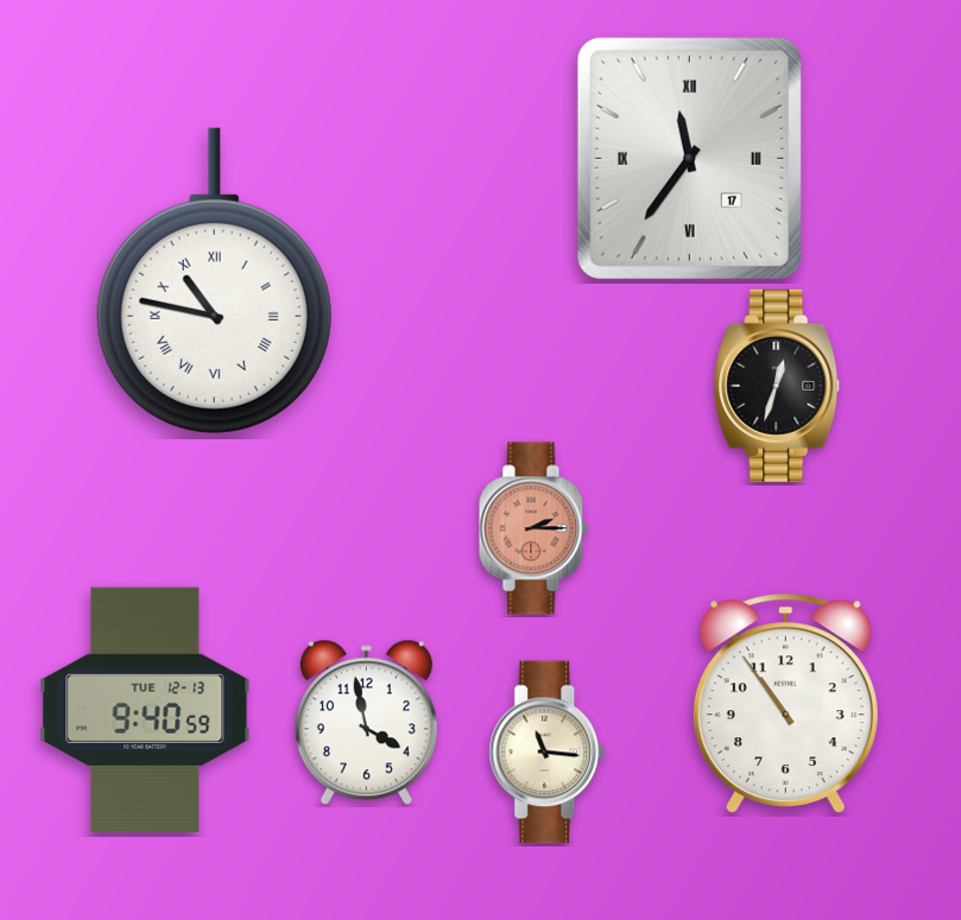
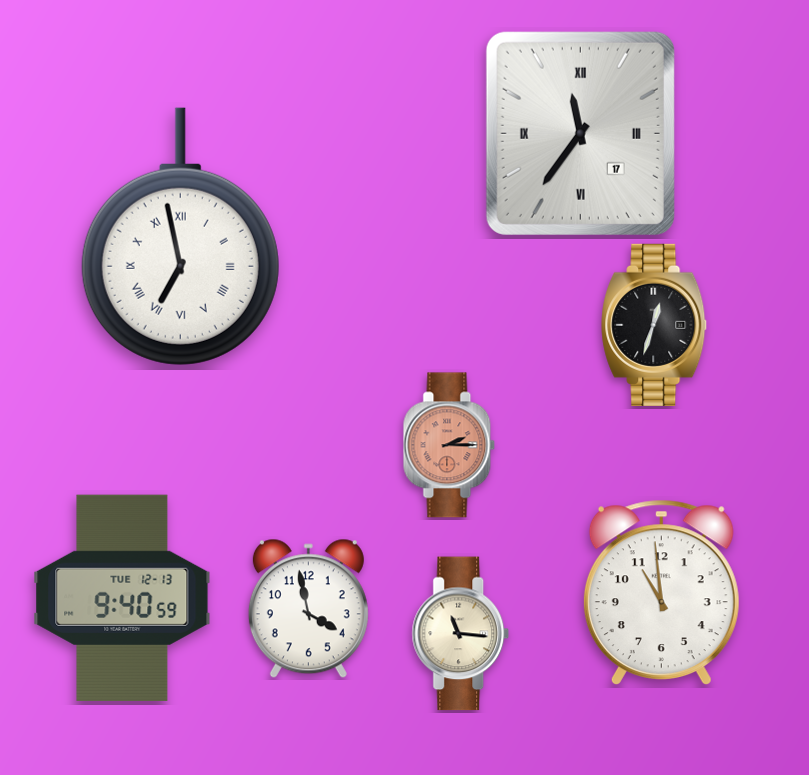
clock at (214, 281): 10:47 -> 6:58
clock at (785, 704): 10:54 -> 10:59
